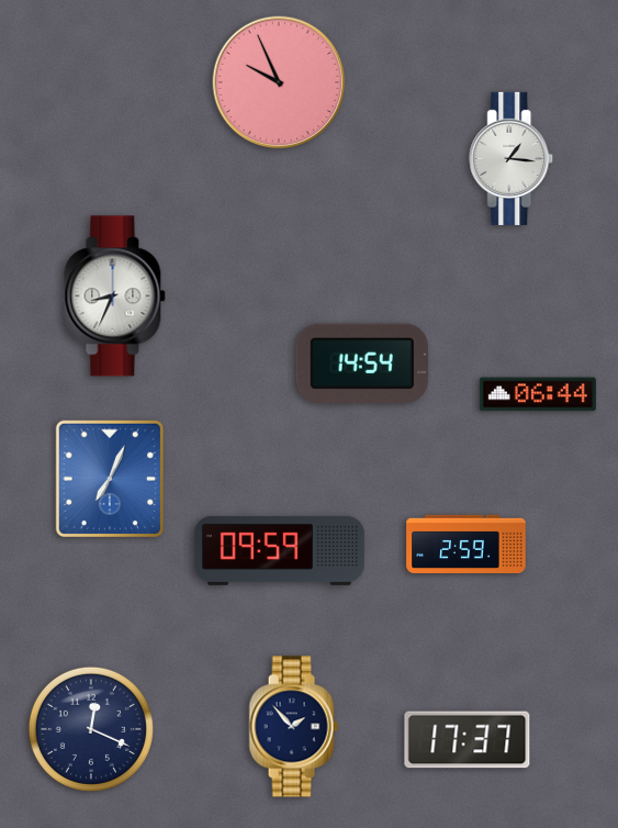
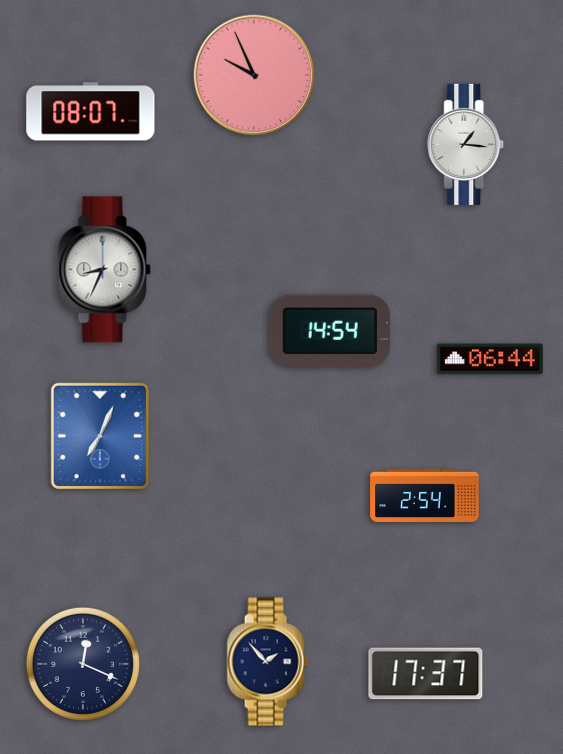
clock at (91, 112): none -> 08:07
clock at (467, 544): 2:59 -> 2:54
clock at (279, 550): 09:59 -> none
